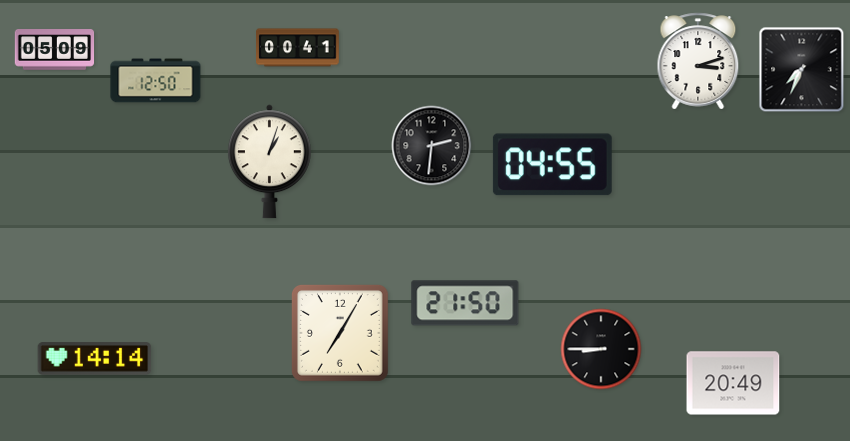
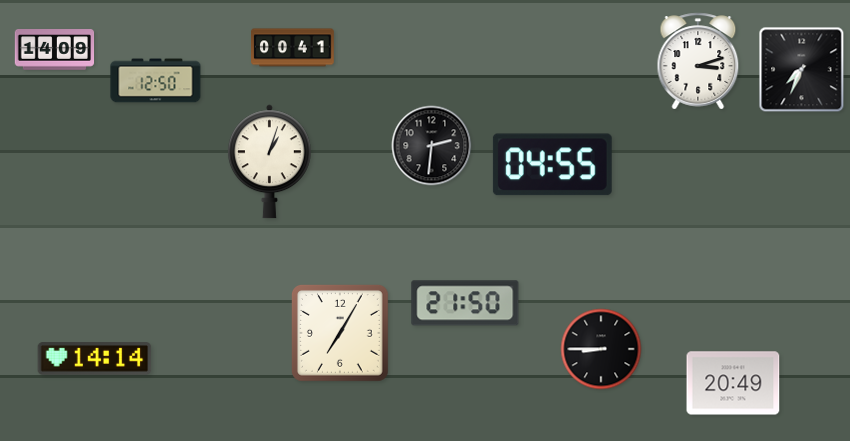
clock at (298, 48) position: (298, 48) -> (293, 48)
clock at (55, 50): 05:09 -> 14:09
